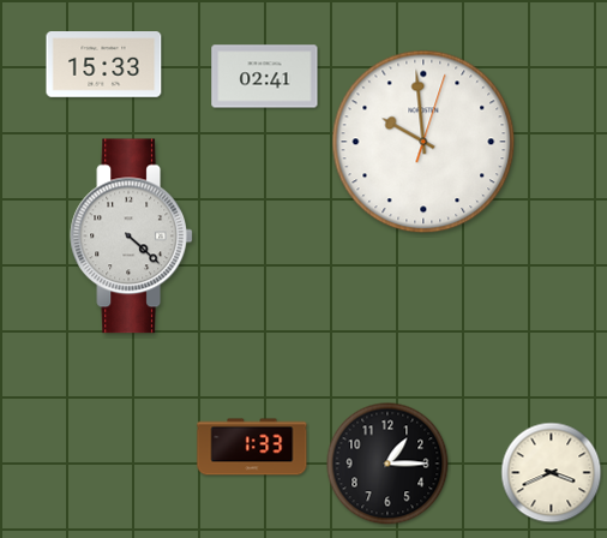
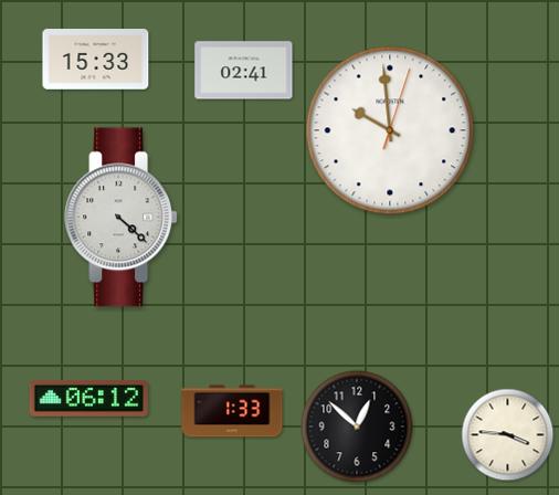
clock at (88, 399): none -> 06:12
clock at (387, 464): 1:15 -> 12:52
clock at (552, 473): 3:41 -> 3:46
